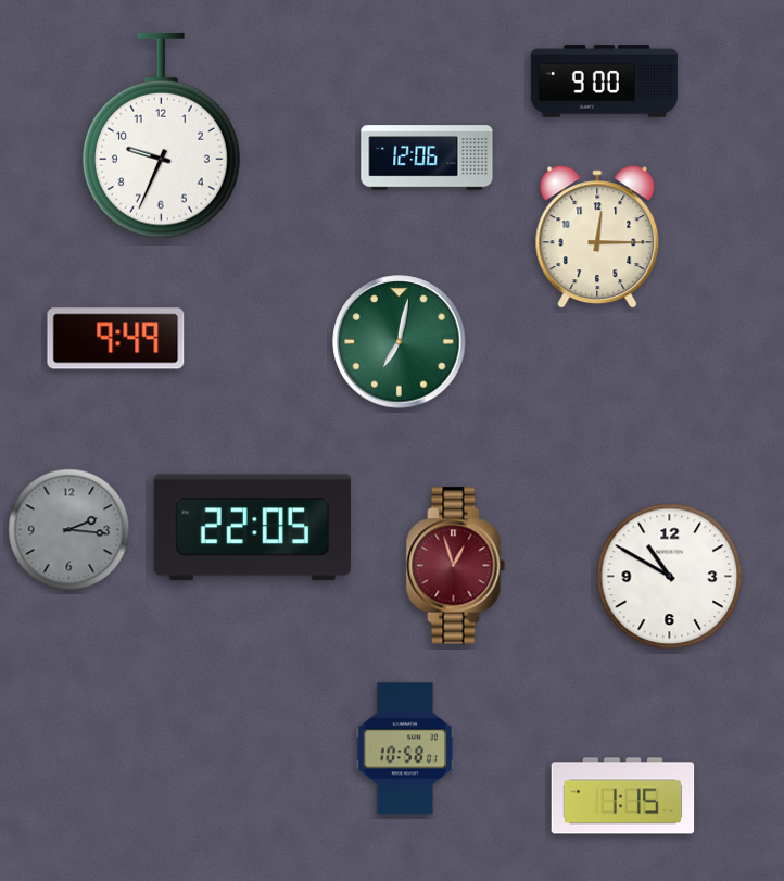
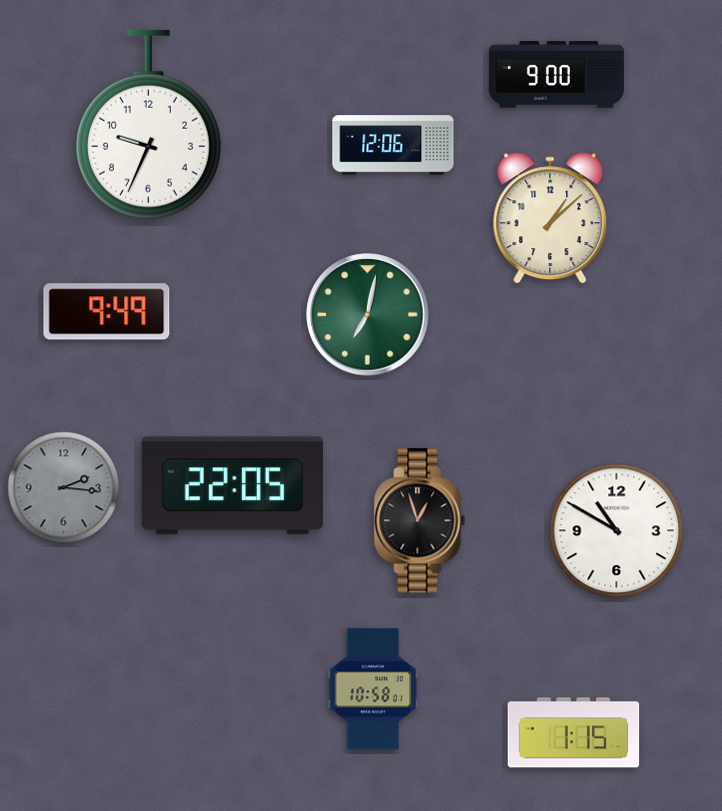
clock at (597, 237): 12:15 -> 1:08
clock at (456, 566) dial: burgundy -> black
